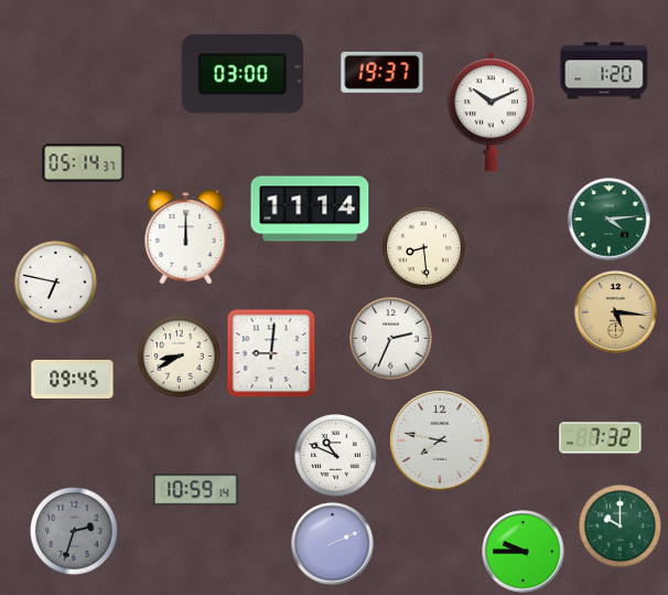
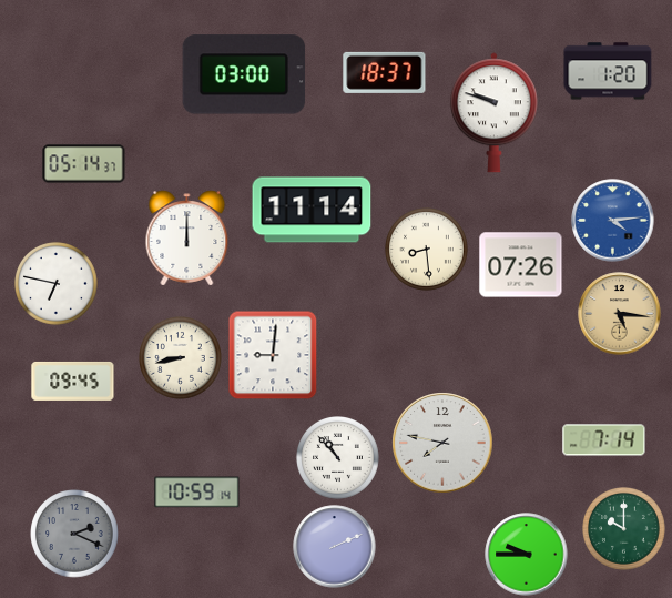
clock at (383, 72): 19:37 -> 18:37
clock at (491, 113): 10:11 -> 9:48
clock at (610, 220) dial: green -> blue
clock at (521, 265): none -> 07:26
clock at (391, 339): 2:34 -> none
clock at (180, 357): 8:40 -> 8:43
clock at (601, 438): 7:32 -> 7:14
clock at (336, 456): 10:49 -> 10:53
clock at (74, 531): 2:33 -> 2:19
